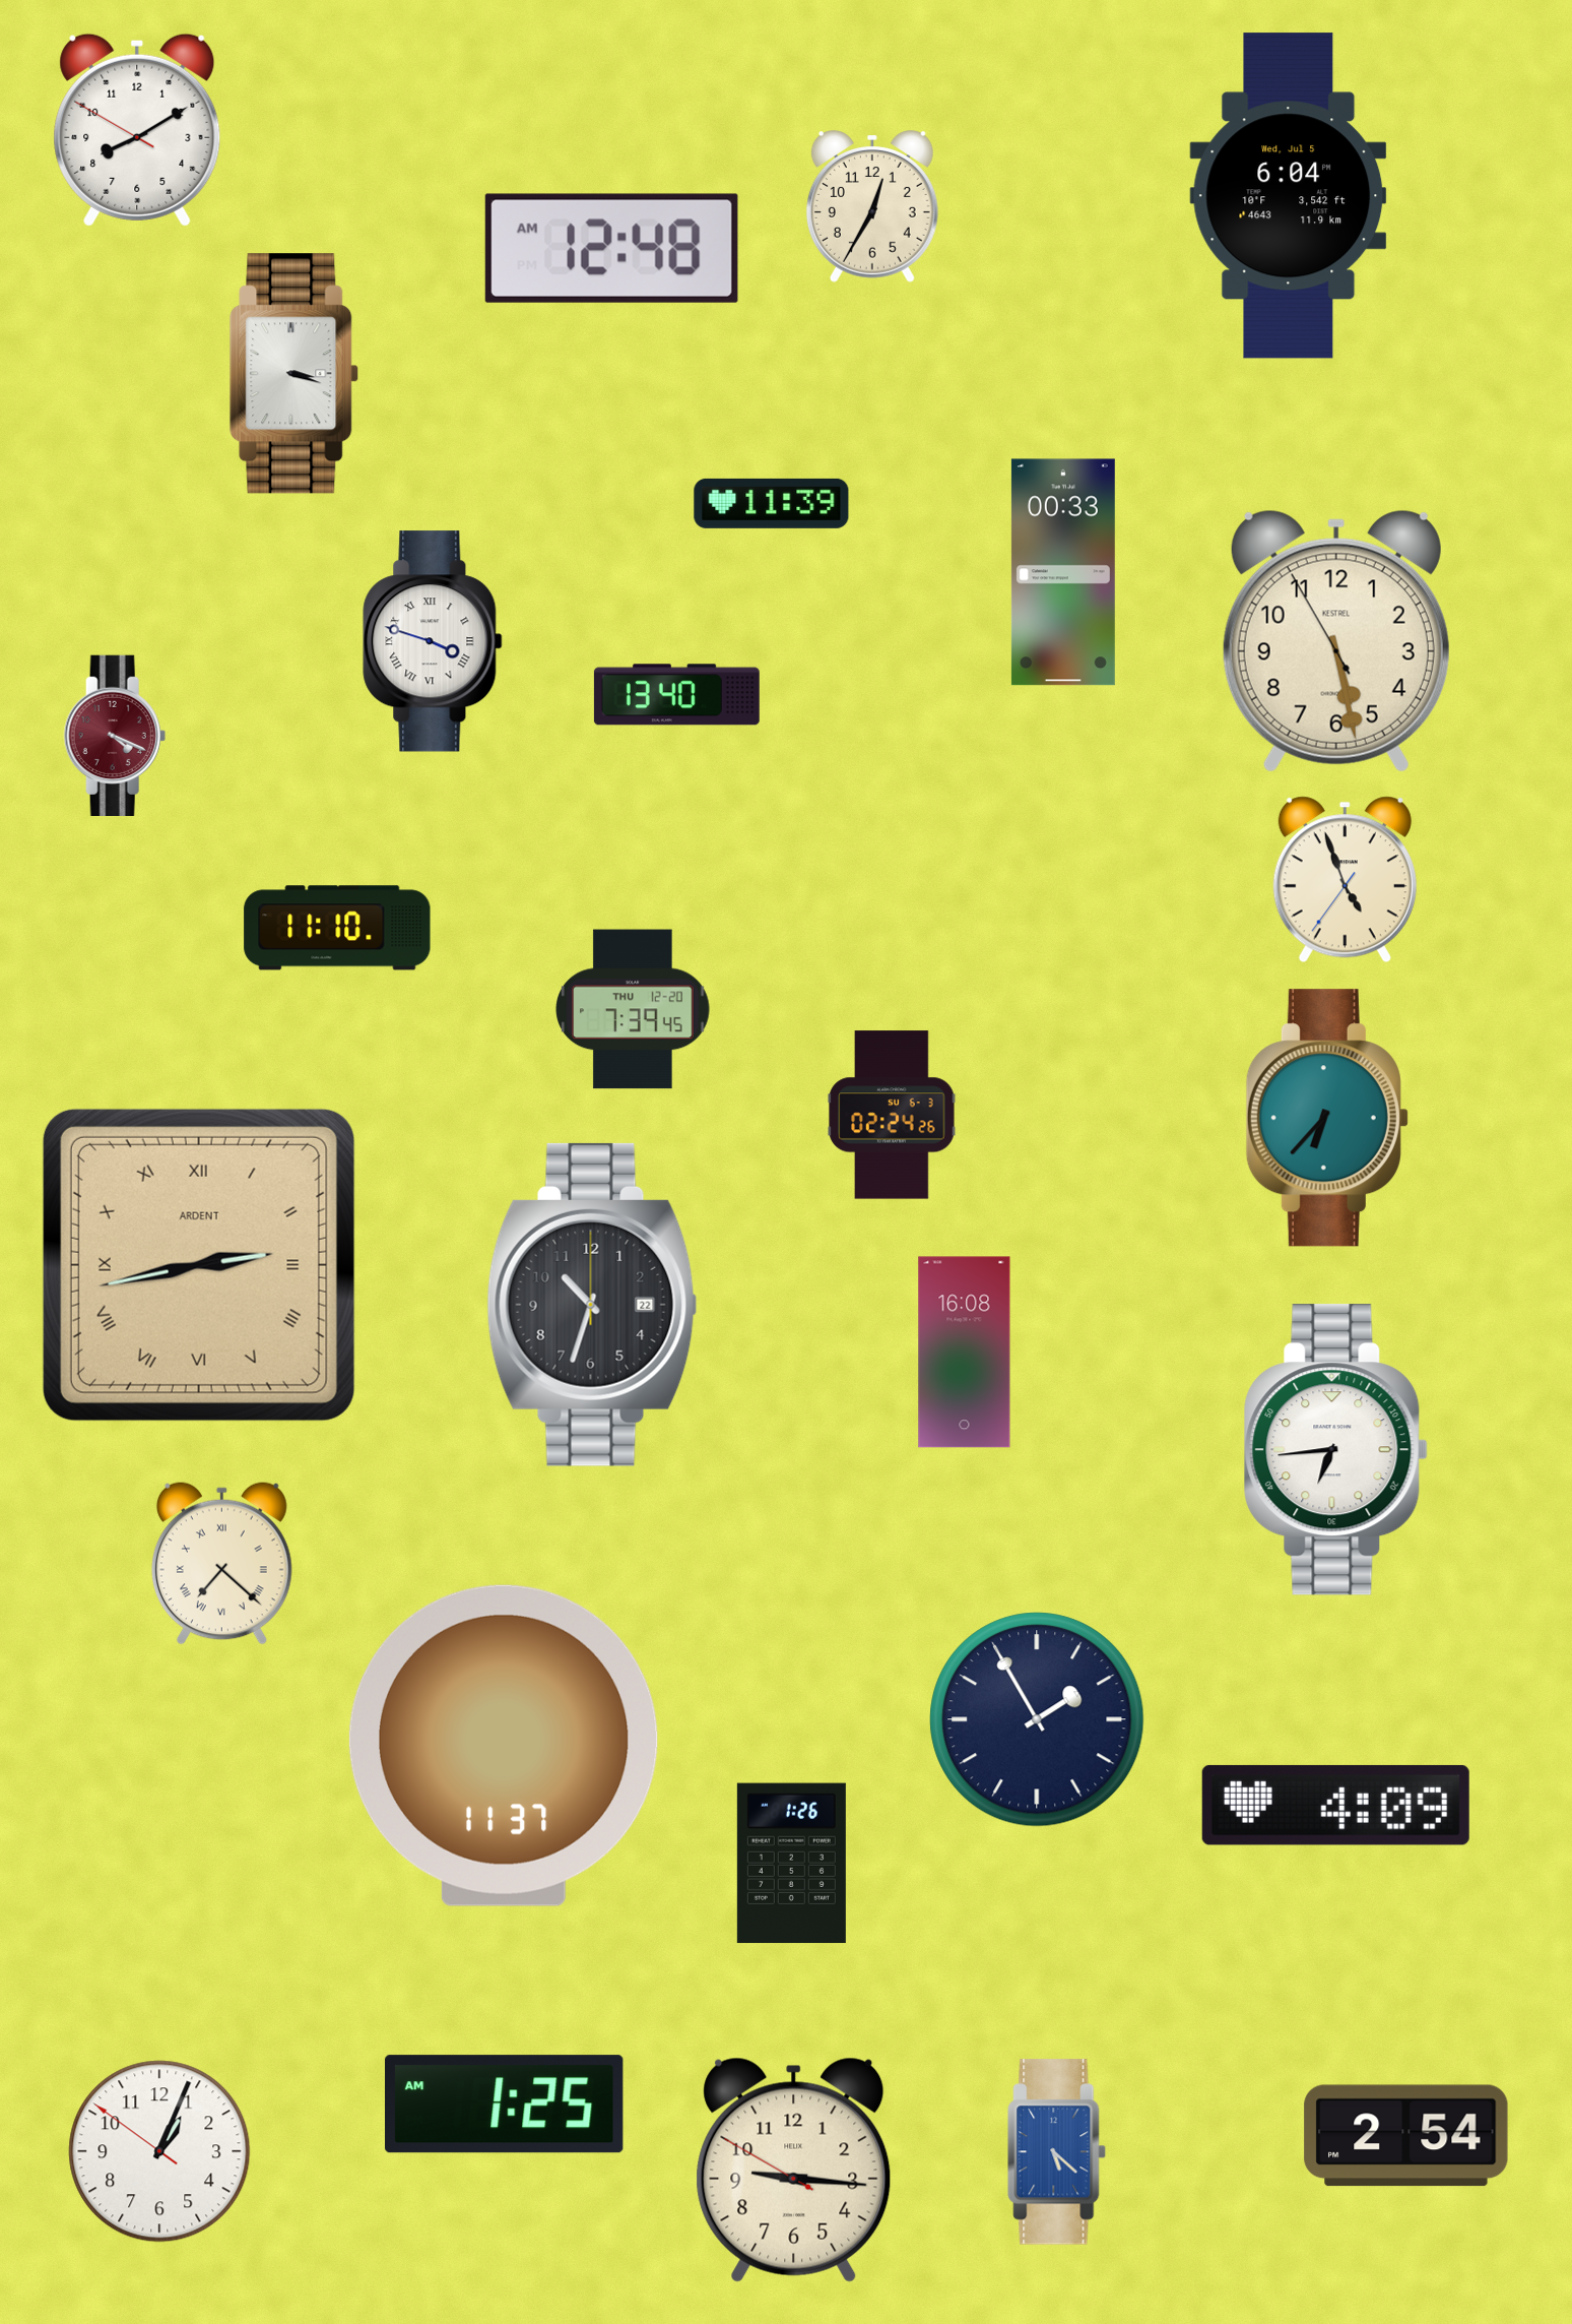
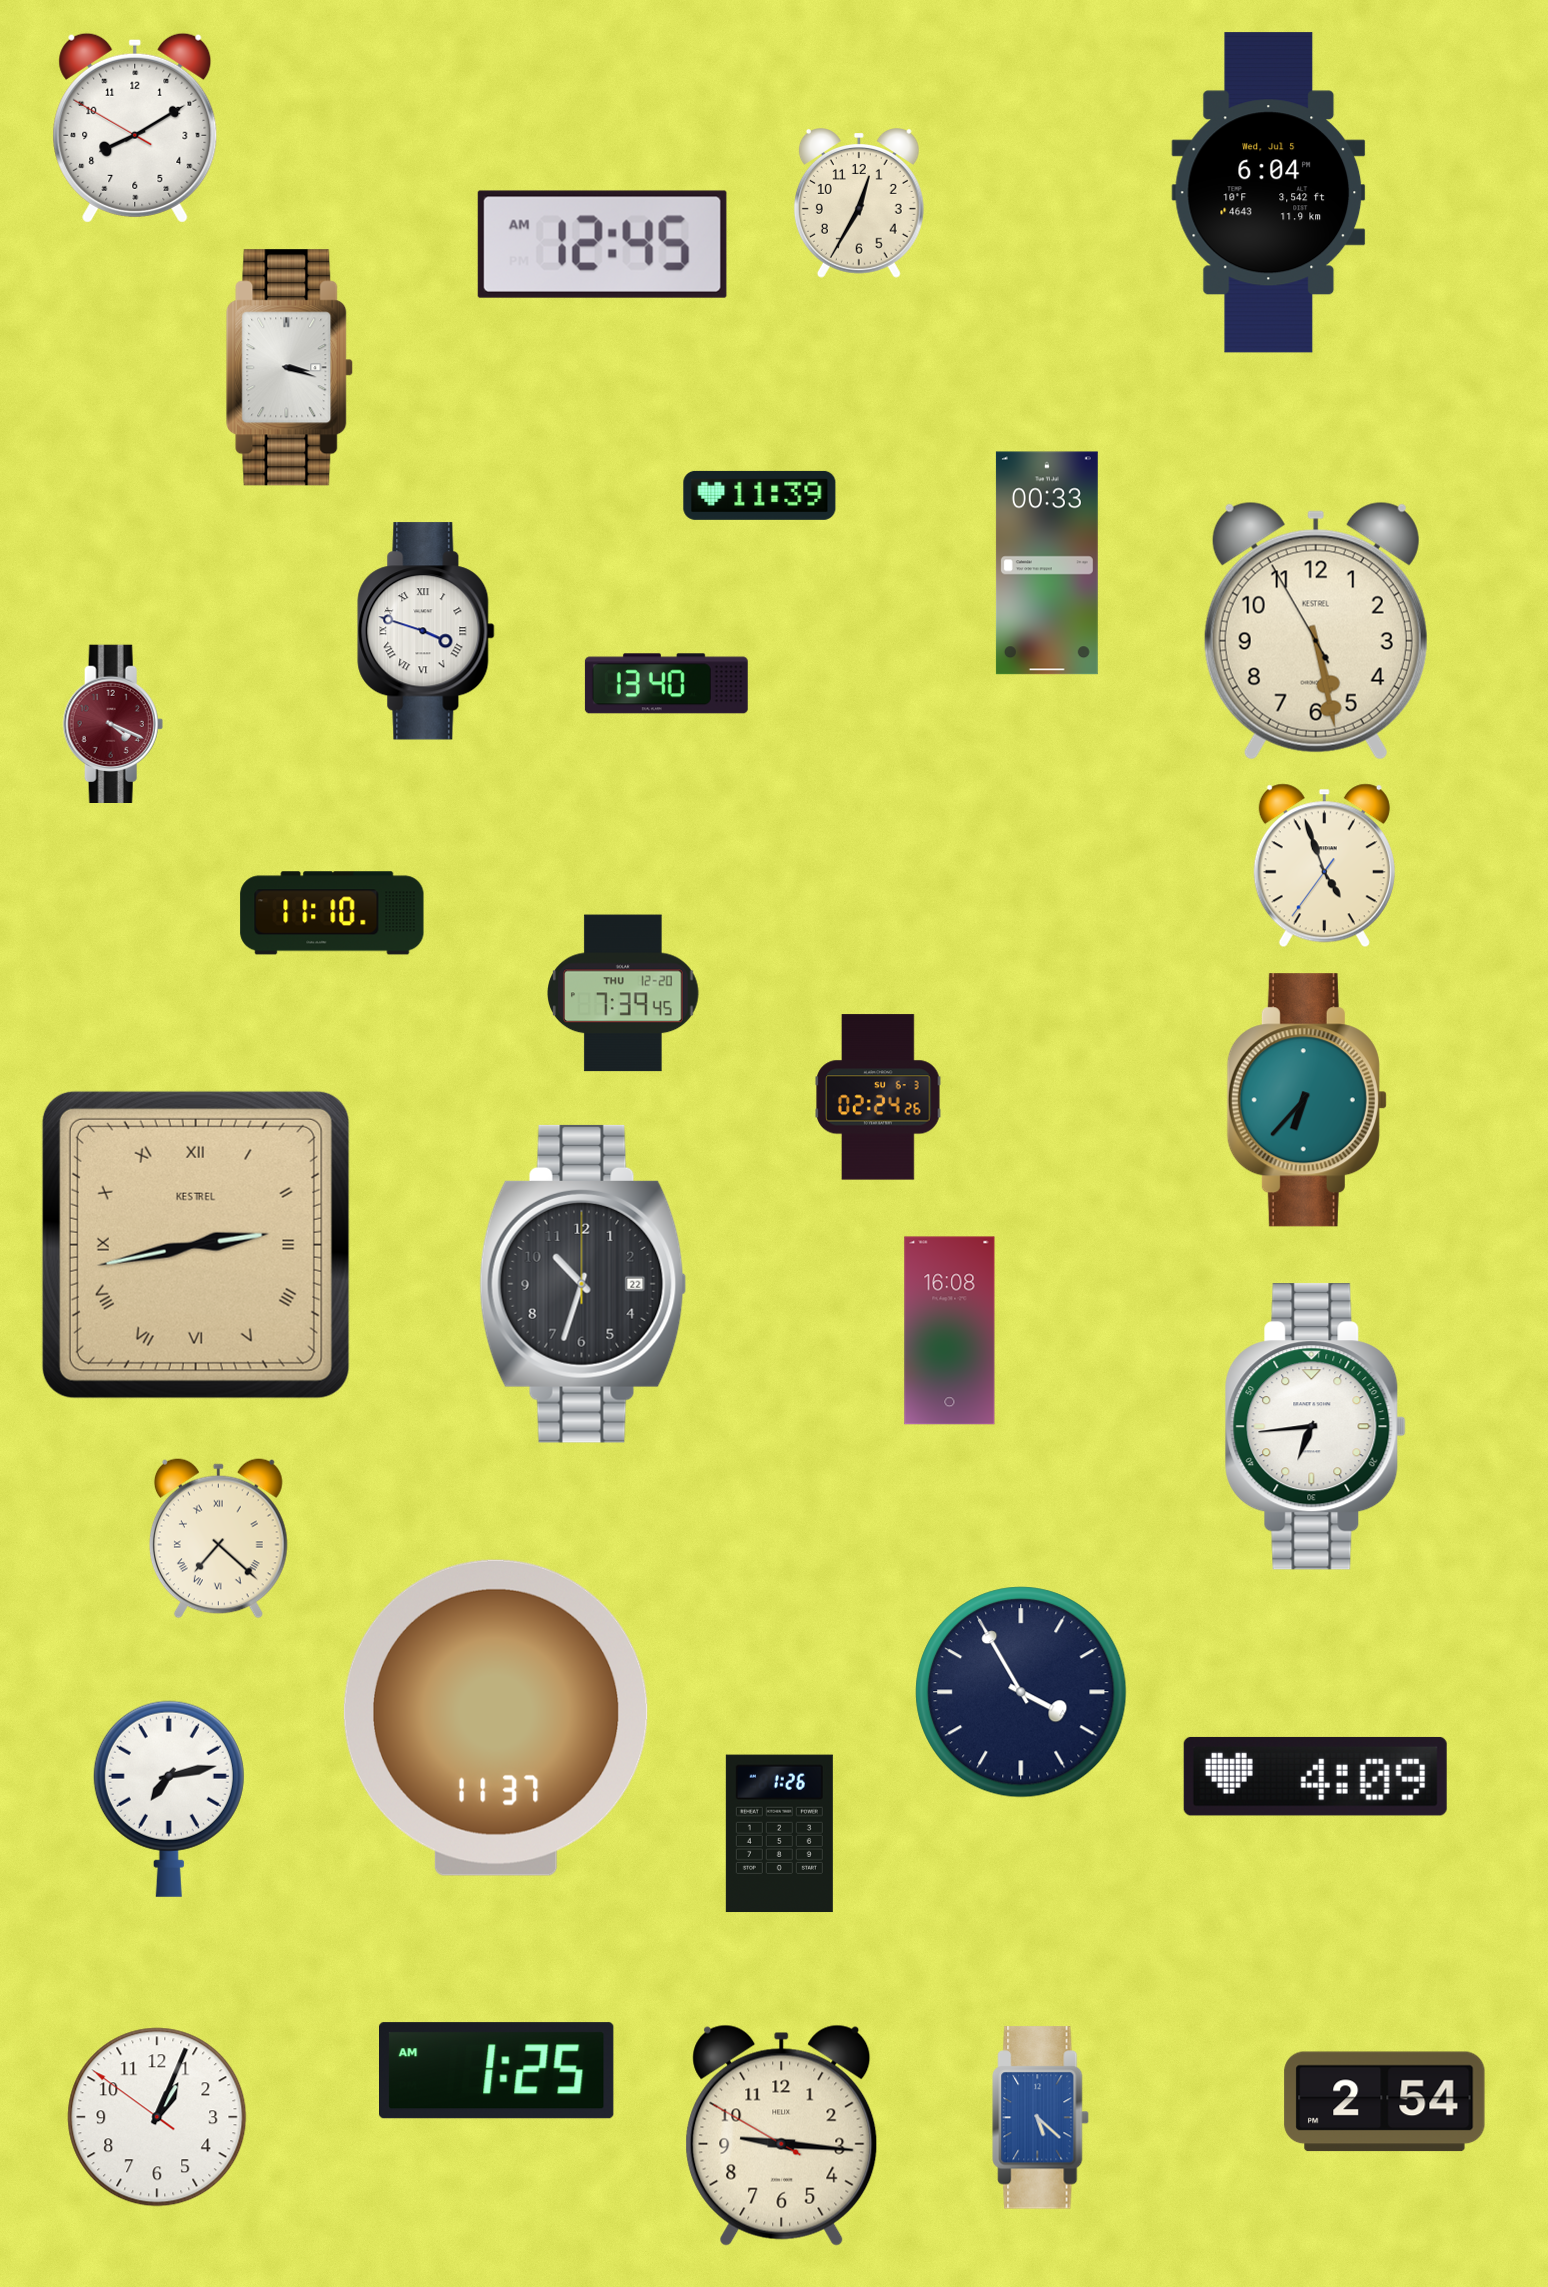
clock at (611, 248): 12:48 -> 12:45
clock at (199, 1265) brand: ARDENT -> KESTREL
clock at (1037, 1719): 1:55 -> 3:55
clock at (169, 1799): none -> 7:13
